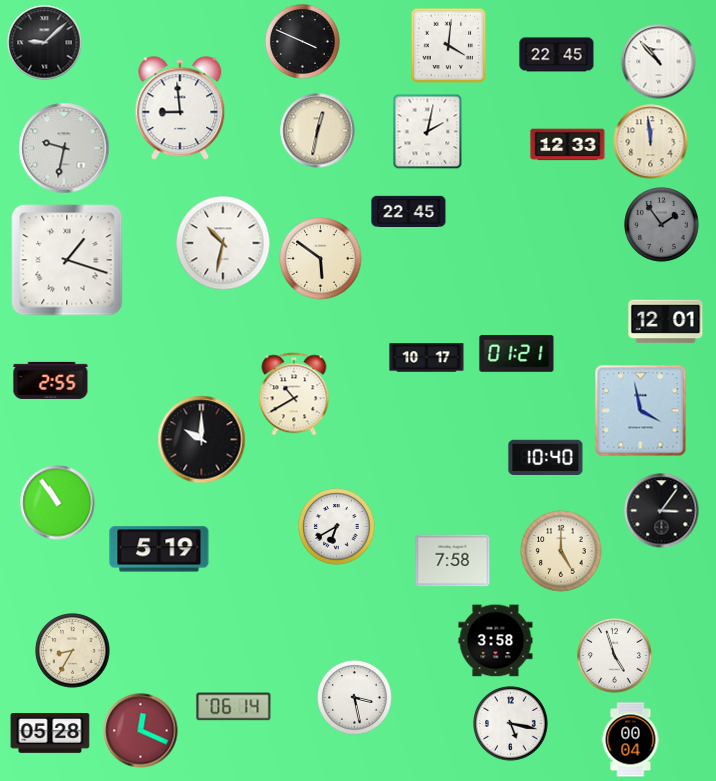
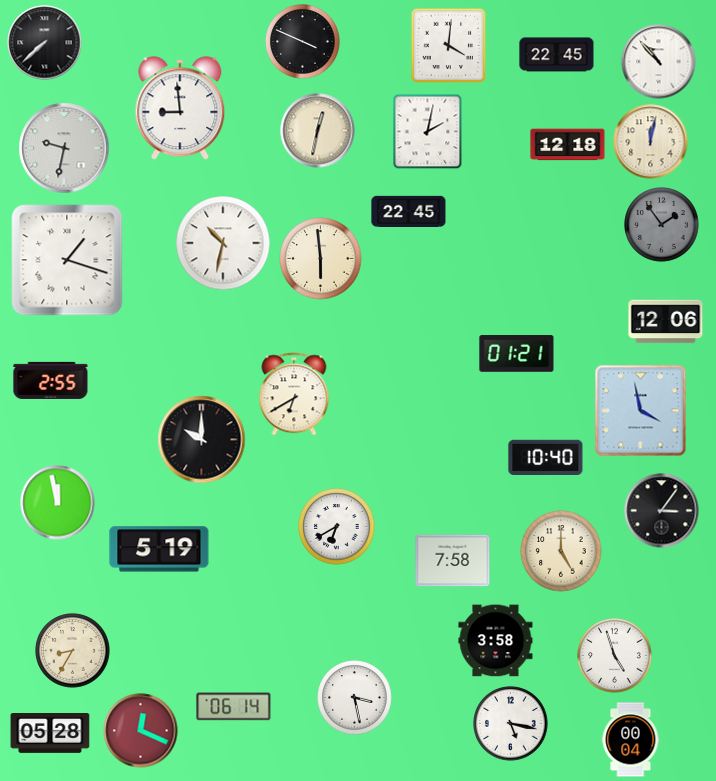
clock at (45, 43): 9:08 -> 7:38
clock at (651, 142): 11:59 -> 12:02
clock at (568, 145): 12:33 -> 12:18
clock at (321, 259): 5:51 -> 5:59
clock at (666, 322): 12:01 -> 12:06
clock at (427, 358): 10:17 -> none
clock at (294, 394): 10:40 -> 6:40
clock at (58, 503): 10:54 -> 11:58
